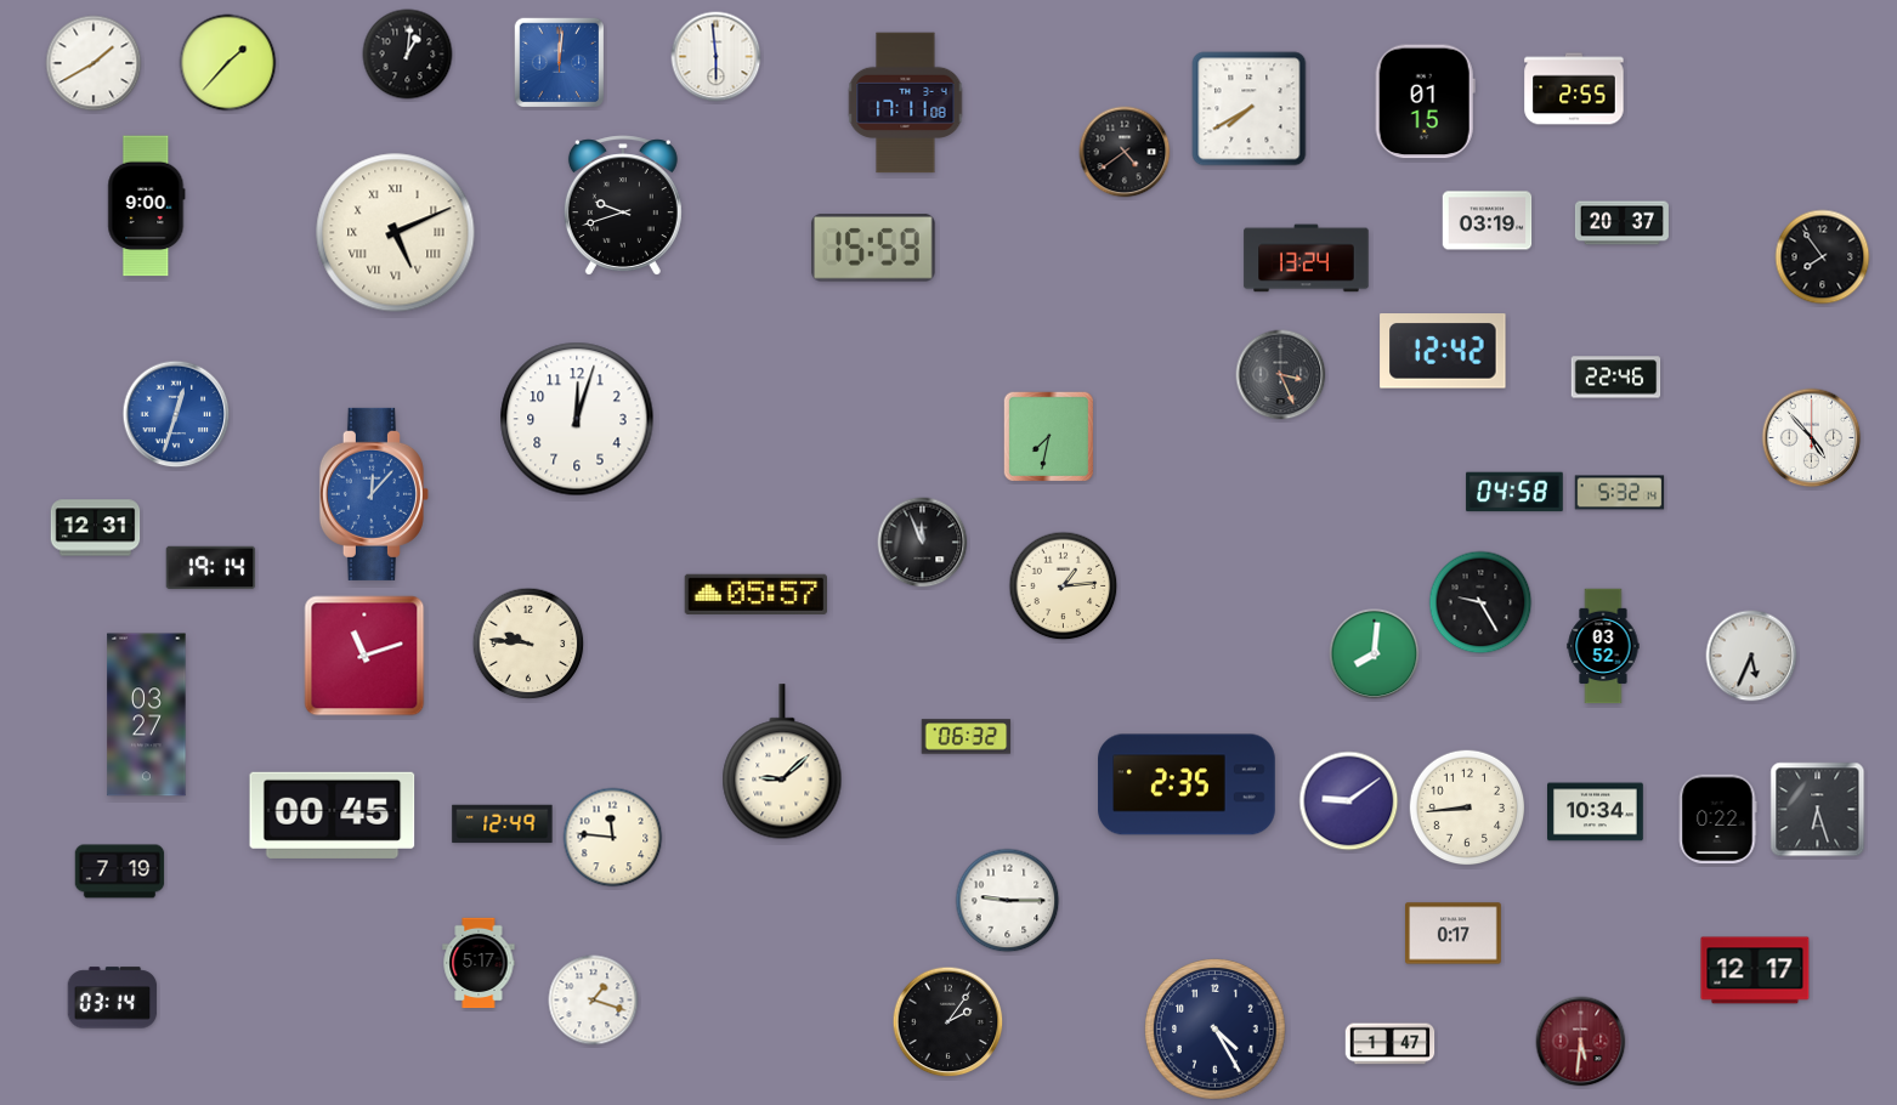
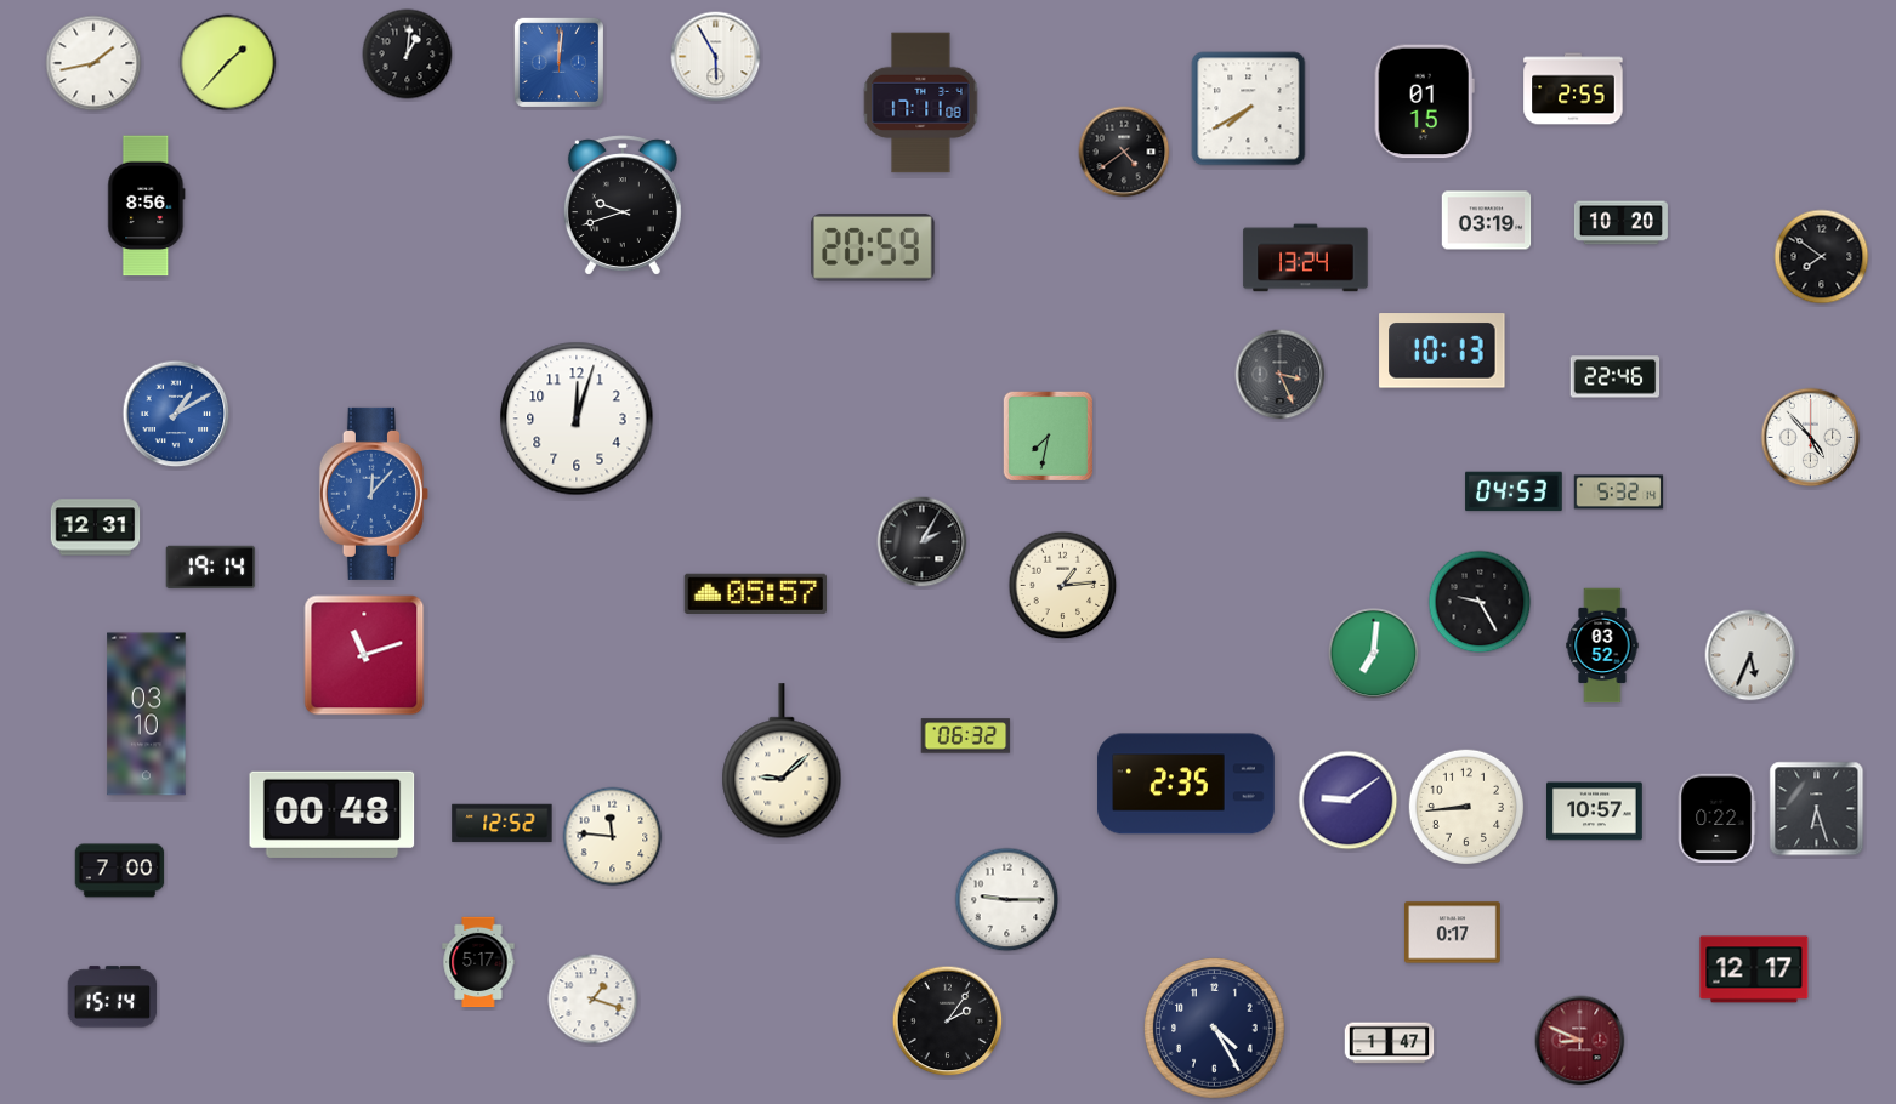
clock at (717, 57): 5:59 -> 5:55
clock at (94, 63): 1:40 -> 1:43
clock at (906, 103) position: (906, 103) -> (921, 103)
clock at (147, 206): 9:00 -> 8:56
clock at (1621, 223): 20:37 -> 10:20
clock at (396, 233): 5:11 -> none
clock at (874, 248): 15:59 -> 20:59
clock at (1823, 257): 7:54 -> 7:51
clock at (1443, 351): 12:42 -> 10:13
clock at (176, 414): 12:33 -> 1:10
clock at (1514, 492): 04:58 -> 04:53
clock at (923, 543): 11:56 -> 2:05
clock at (528, 644): 9:46 -> none
clock at (1375, 654): 8:01 -> 7:01
clock at (147, 715): 03:27 -> 03:10
clock at (1596, 812): 10:34 -> 10:57
clock at (333, 815): 00:45 -> 00:48
clock at (503, 824): 12:49 -> 12:52
clock at (120, 872): 7:19 -> 7:00
clock at (113, 998): 03:14 -> 15:14
clock at (1581, 1042): 5:31 -> 8:49
